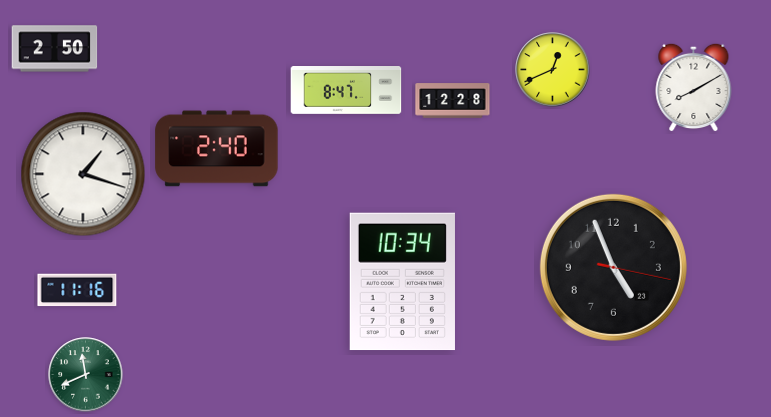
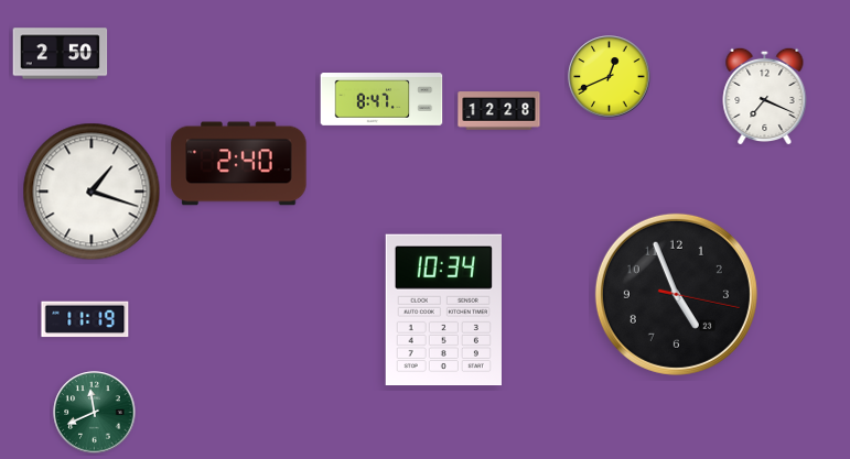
clock at (694, 87): 8:10 -> 7:19
clock at (77, 290): 11:16 -> 11:19
